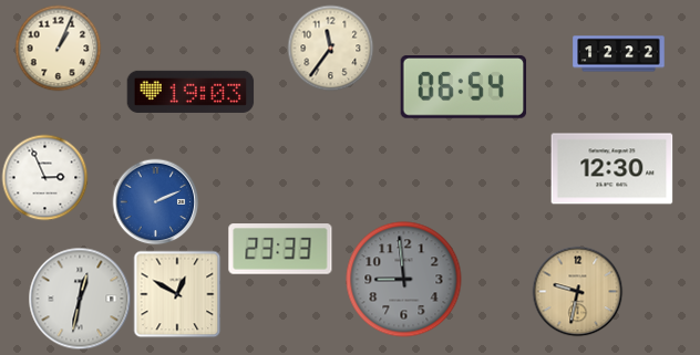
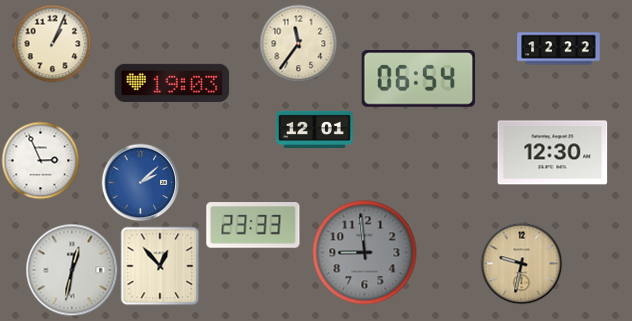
clock at (315, 129): none -> 12:01
clock at (155, 201): 2:11 -> 2:08
clock at (177, 294): 12:50 -> 12:53
